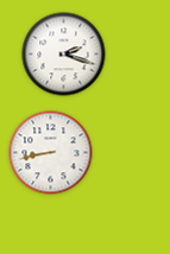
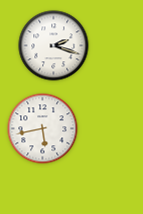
clock at (51, 153): 8:43 -> 5:43
